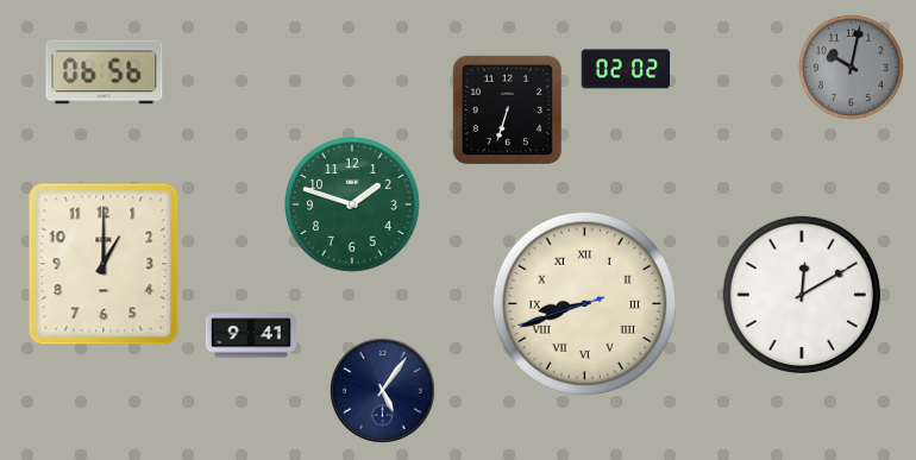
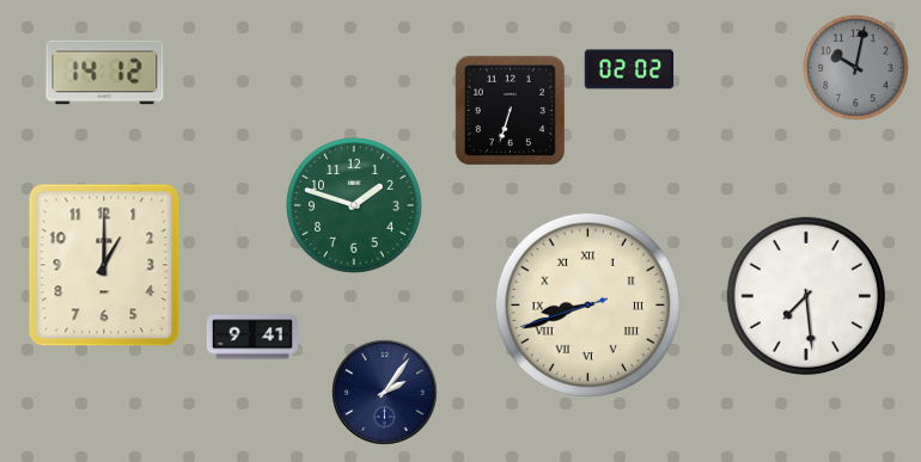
clock at (105, 73): 06:56 -> 14:12
clock at (802, 295): 12:10 -> 7:29
clock at (383, 391): 5:06 -> 2:06
